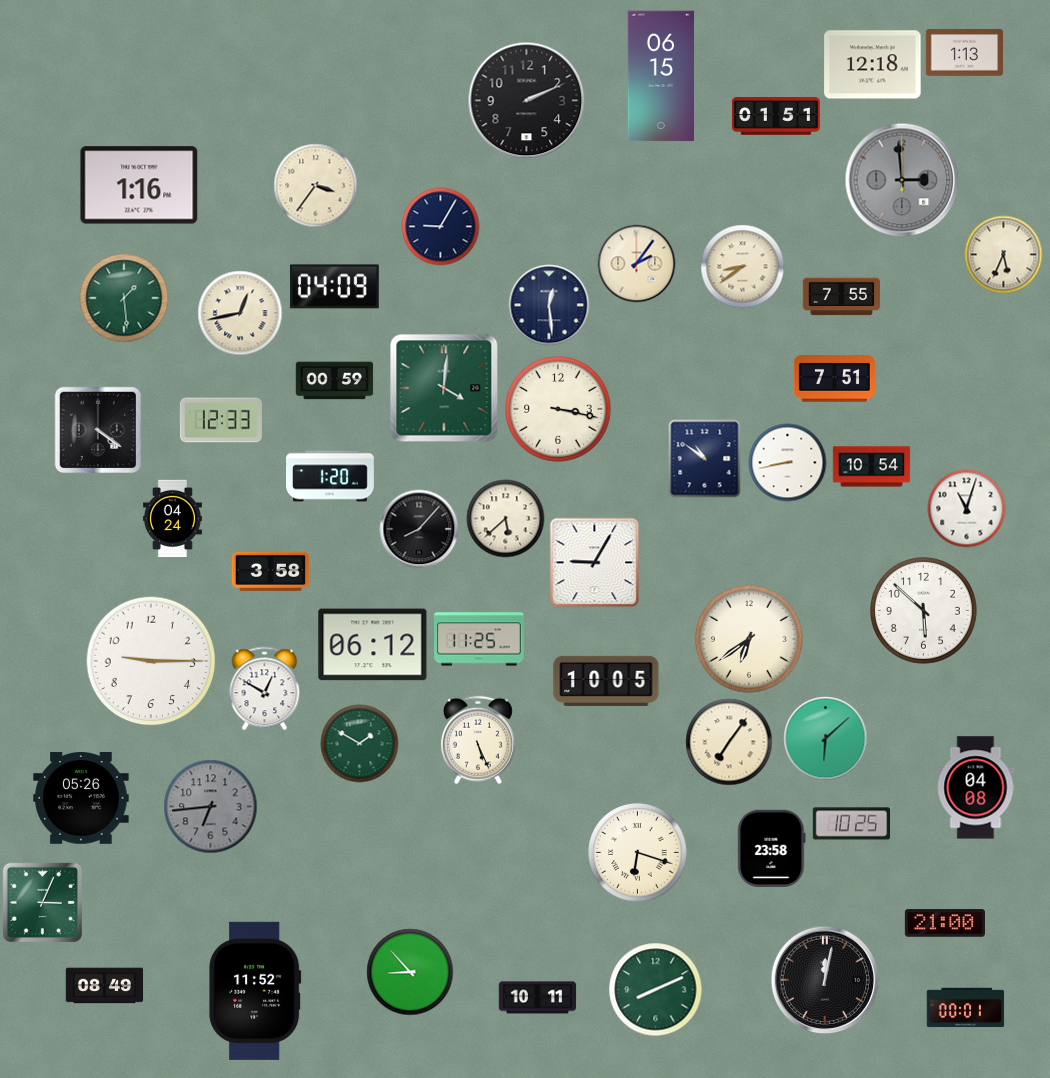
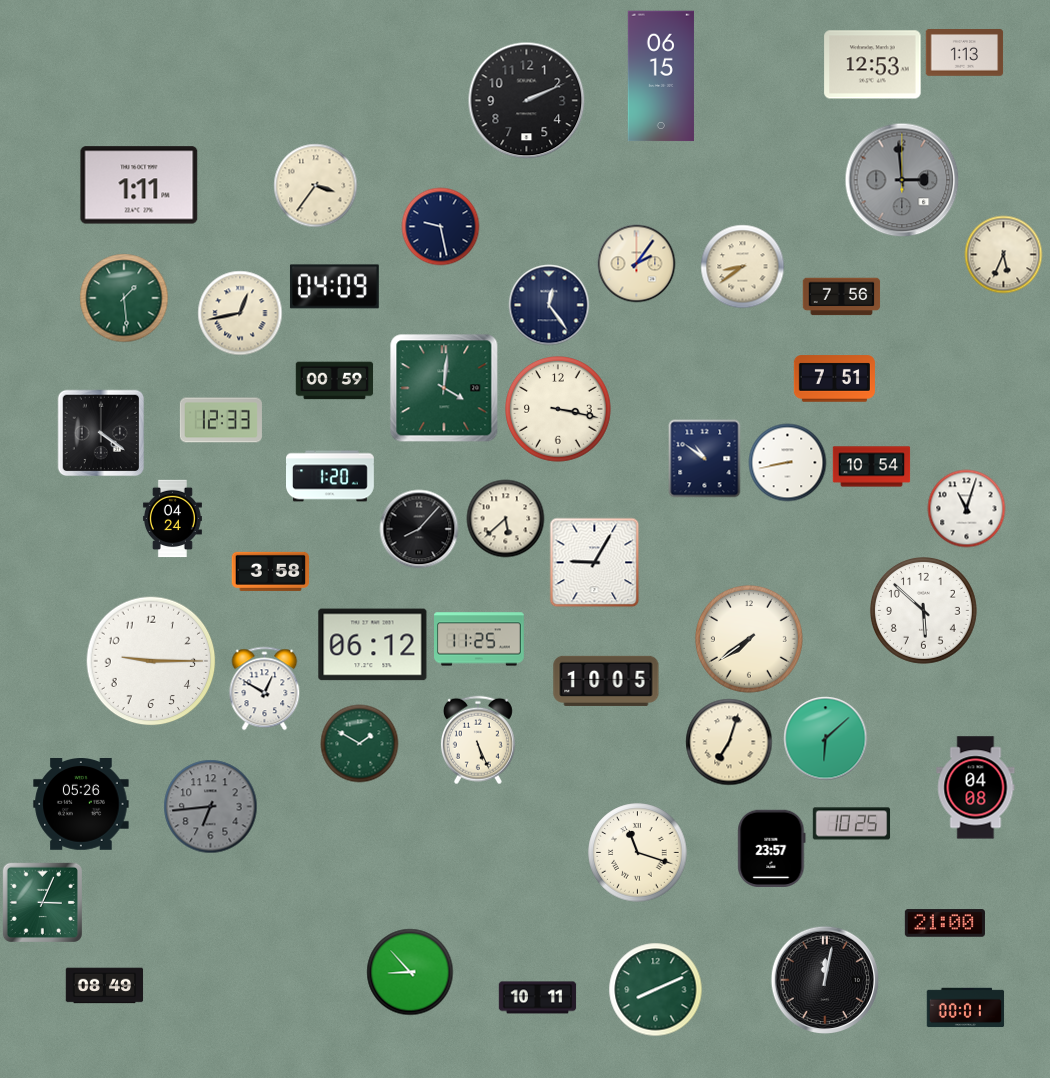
clock at (873, 65): 12:18 -> 12:53
clock at (776, 116): 01:51 -> none
clock at (139, 185): 1:16 -> 1:11
clock at (440, 226): 9:05 -> 9:28
clock at (841, 297): 7:55 -> 7:56
clock at (549, 305): 12:29 -> 12:24
clock at (98, 430) position: (98, 430) -> (101, 433)
clock at (749, 639): 6:39 -> 7:39
clock at (729, 742): 7:06 -> 7:03
clock at (81, 799) position: (81, 799) -> (81, 805)
clock at (772, 848): 23:58 -> 23:57
clock at (638, 853): 6:18 -> 11:18
clock at (255, 991): 11:52 -> none
